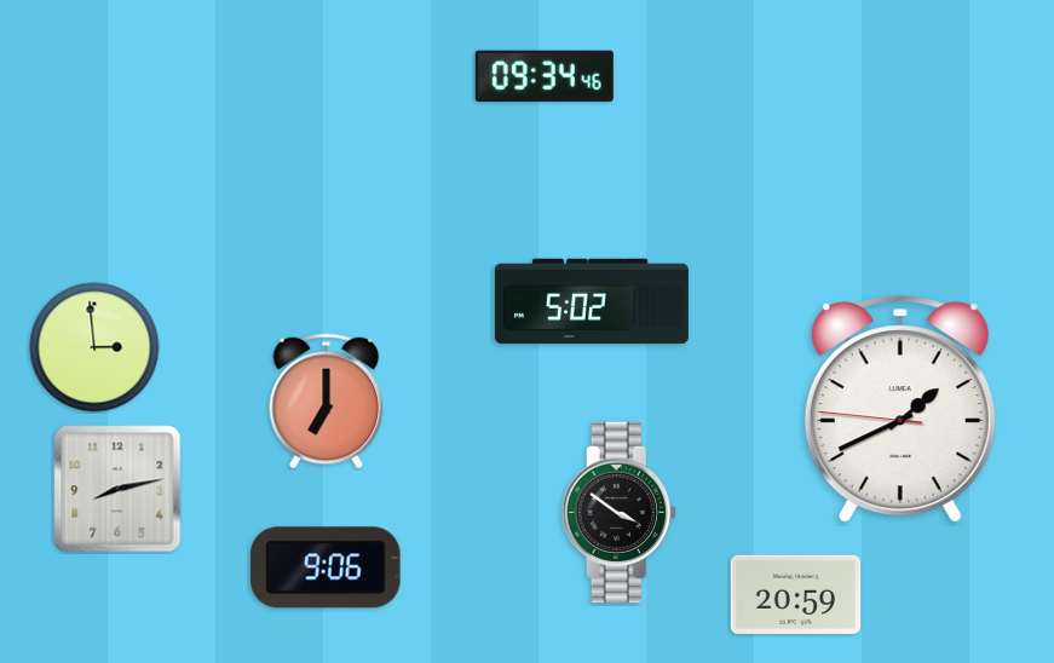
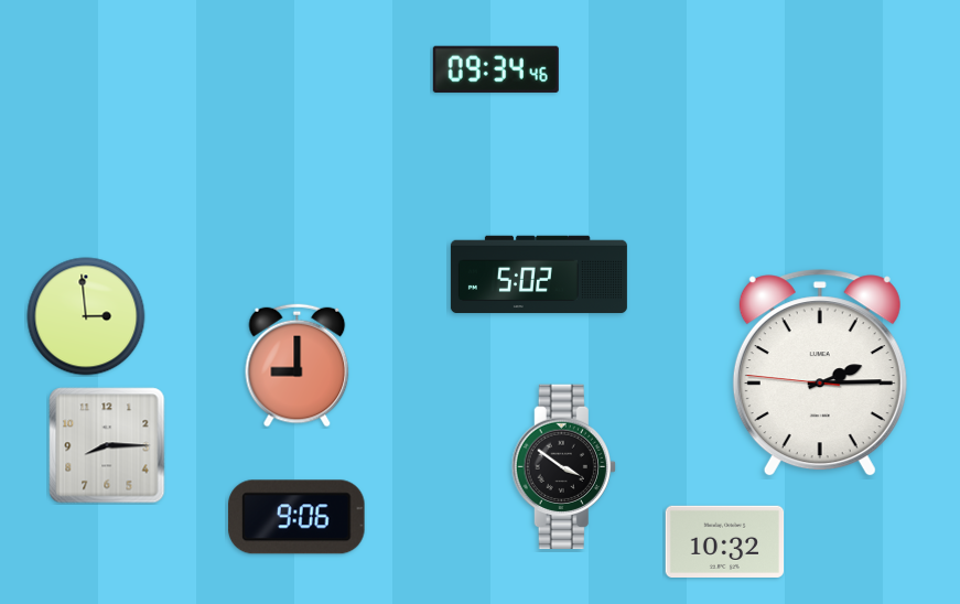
clock at (327, 402): 7:00 -> 9:00
clock at (900, 410): 1:40 -> 2:14
clock at (117, 489): 8:13 -> 8:15
clock at (796, 594): 20:59 -> 10:32
